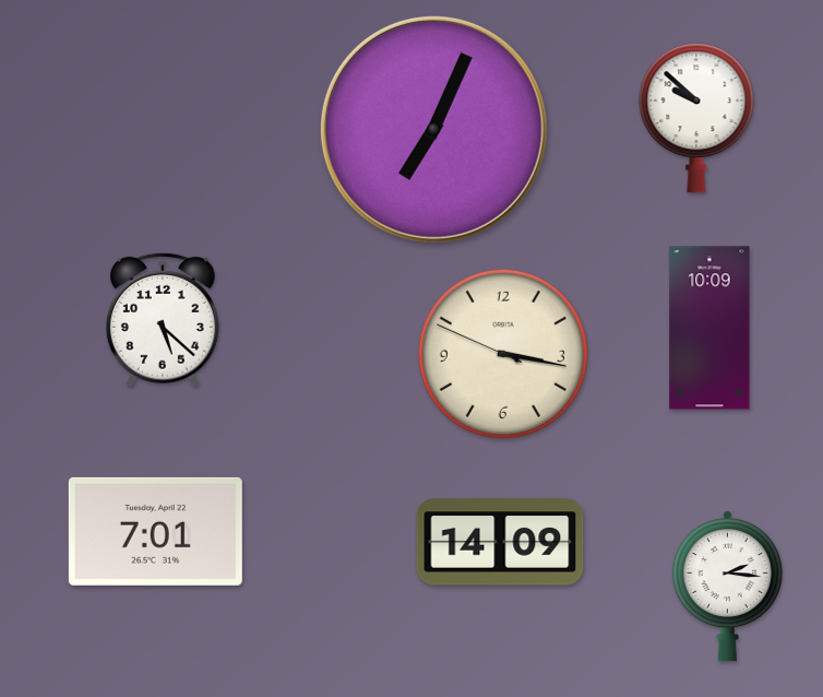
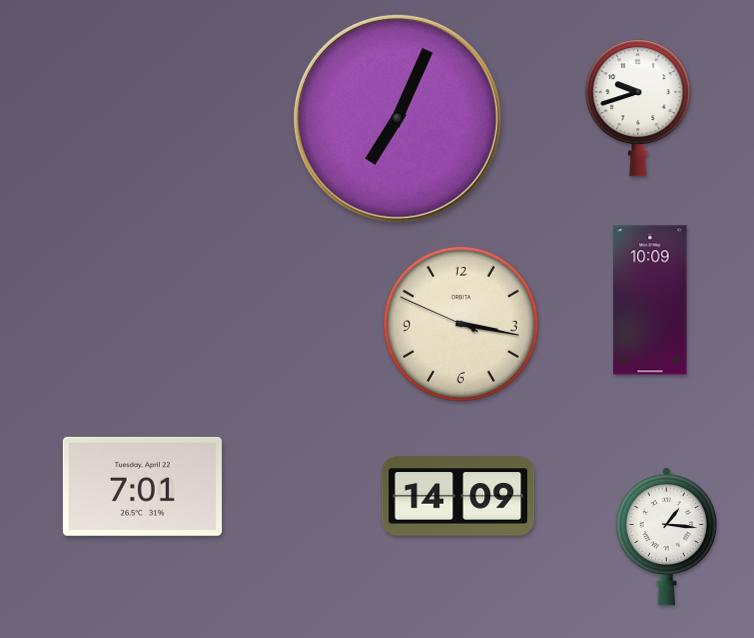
clock at (696, 118): 9:52 -> 9:42
clock at (163, 320): 5:22 -> none
clock at (727, 586): 2:16 -> 1:16
